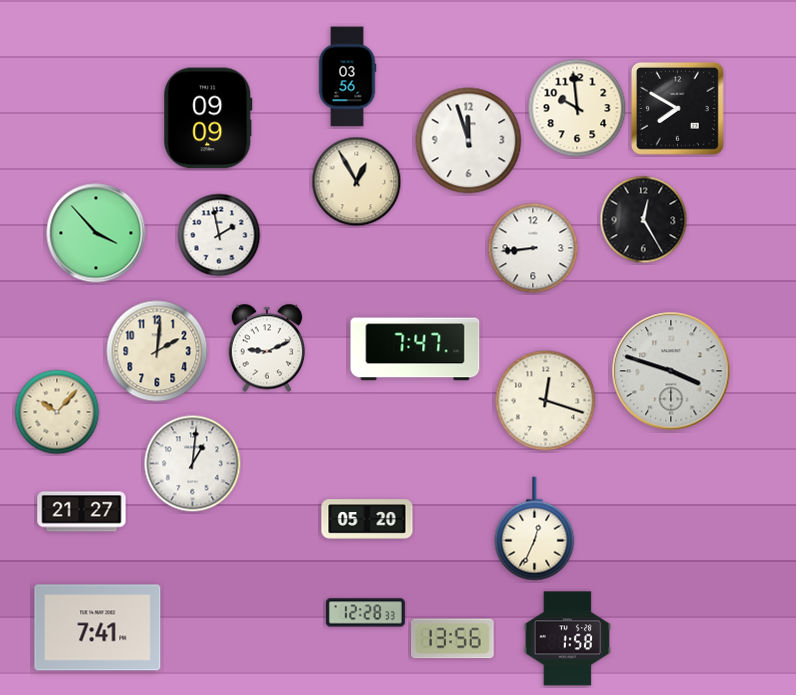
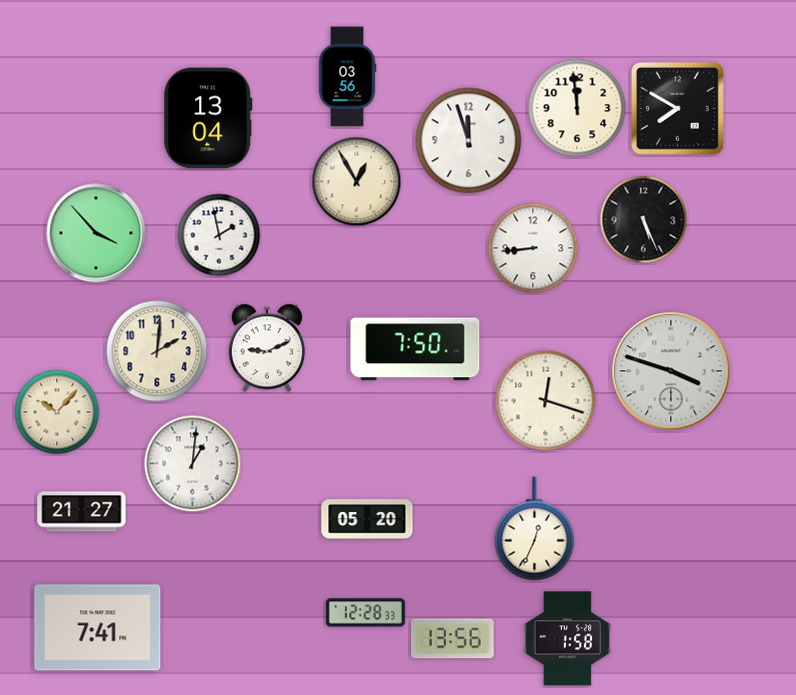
clock at (577, 108): 9:59 -> 11:59
clock at (208, 118): 09:09 -> 13:04
clock at (644, 220): 12:25 -> 5:26
clock at (415, 349): 7:47 -> 7:50
